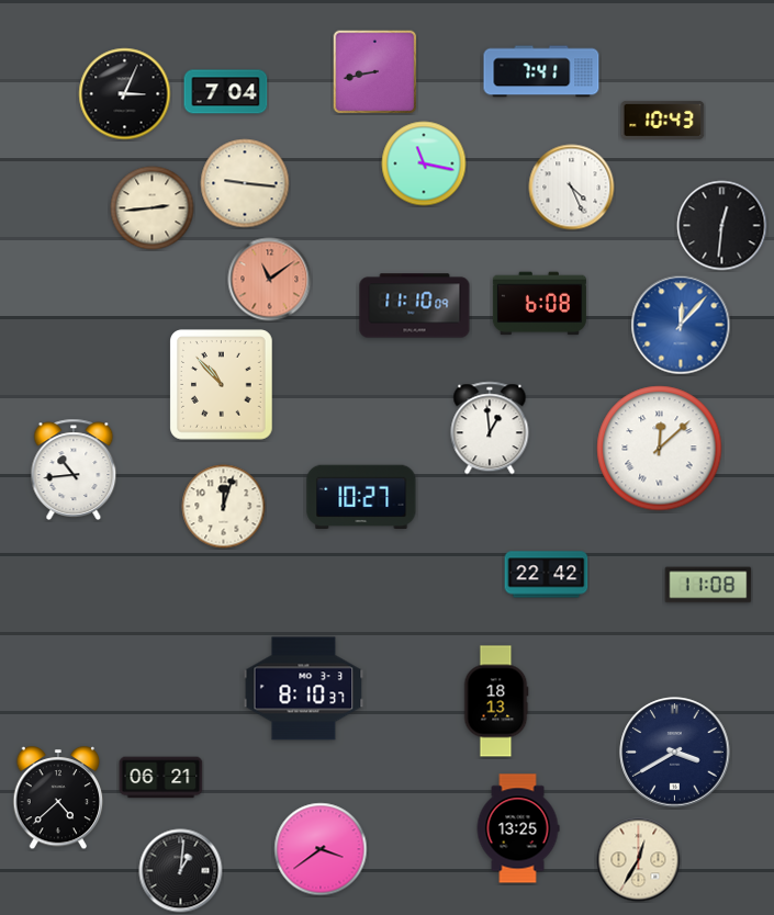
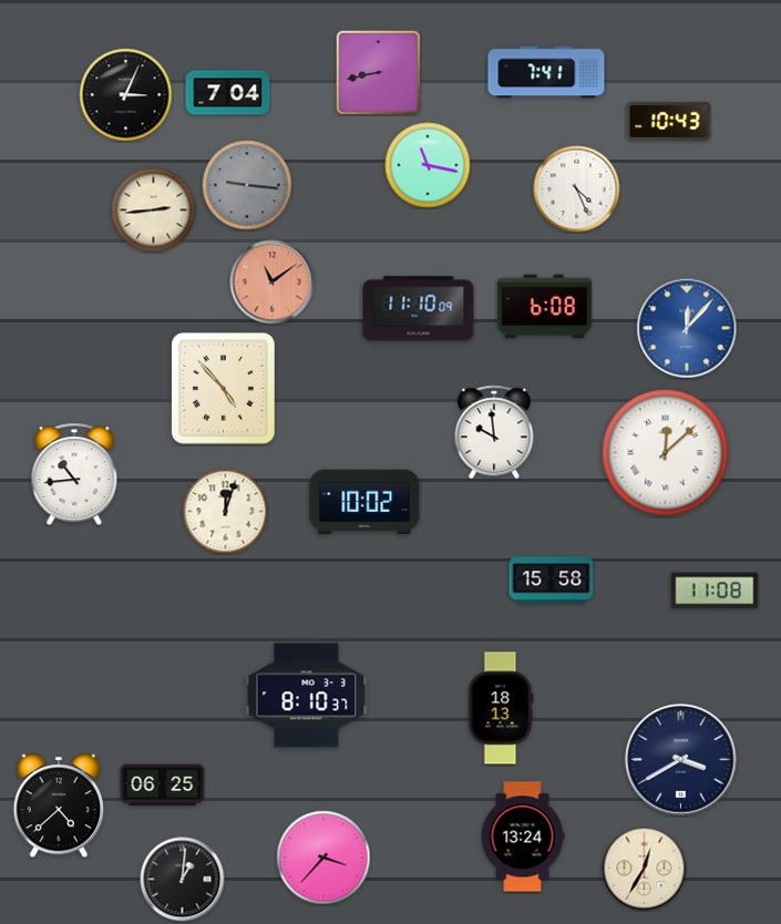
clock at (245, 183) dial: cream -> grey
clock at (722, 226): 12:31 -> none
clock at (222, 385): 10:53 -> 4:53
clock at (490, 428): 12:59 -> 9:59
clock at (361, 496): 10:27 -> 10:02
clock at (547, 575): 22:42 -> 15:58
clock at (161, 778): 06:21 -> 06:25
clock at (518, 828): 13:25 -> 13:24
clock at (321, 849): 3:39 -> 3:37
